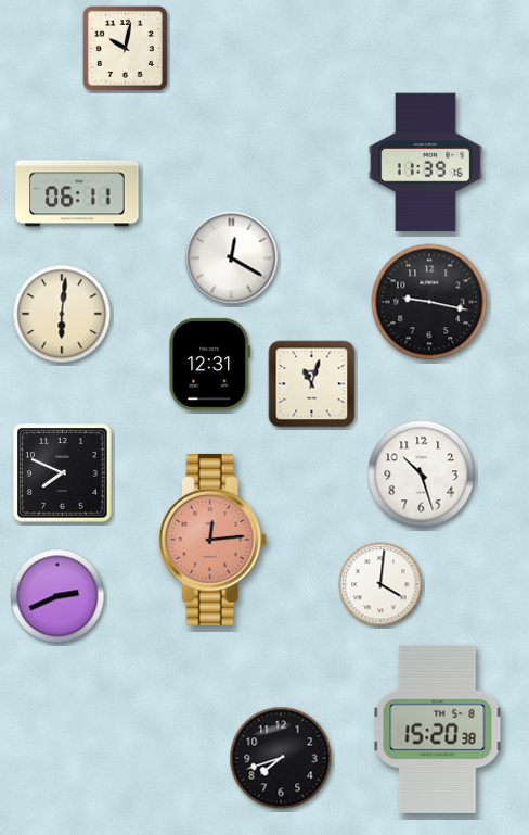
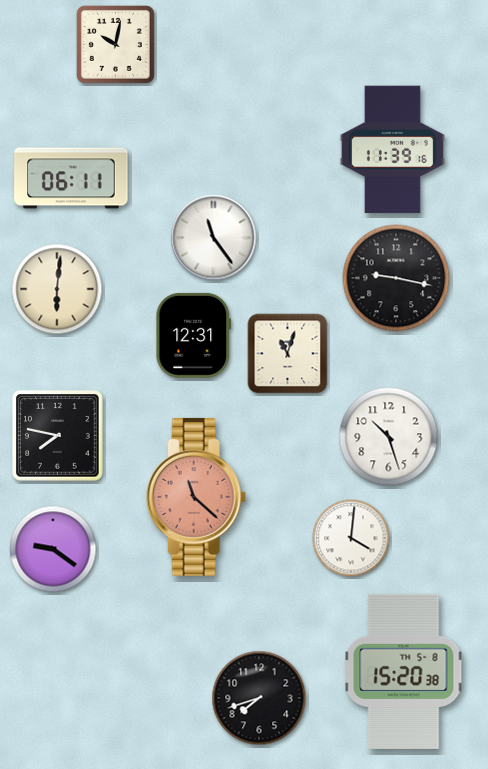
clock at (232, 258): 12:20 -> 11:24
clock at (63, 473): 7:49 -> 7:47
clock at (212, 540): 12:14 -> 11:22
clock at (57, 596): 2:41 -> 9:21
